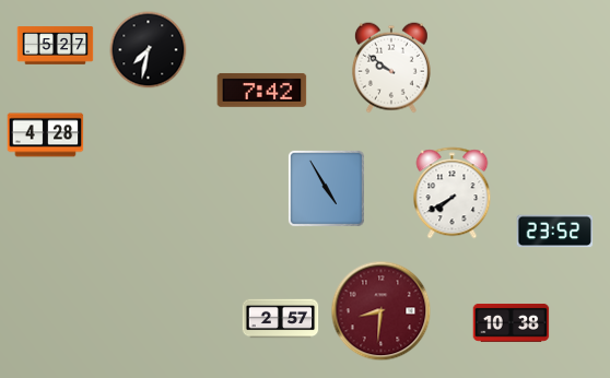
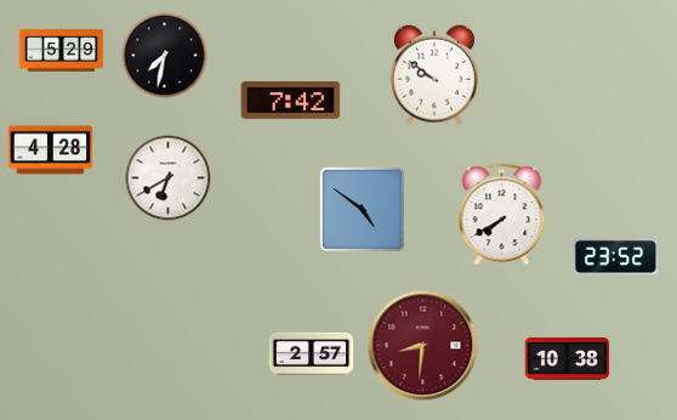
clock at (56, 46): 5:27 -> 5:29
clock at (169, 178): none -> 6:40
clock at (326, 188): 4:55 -> 4:51
